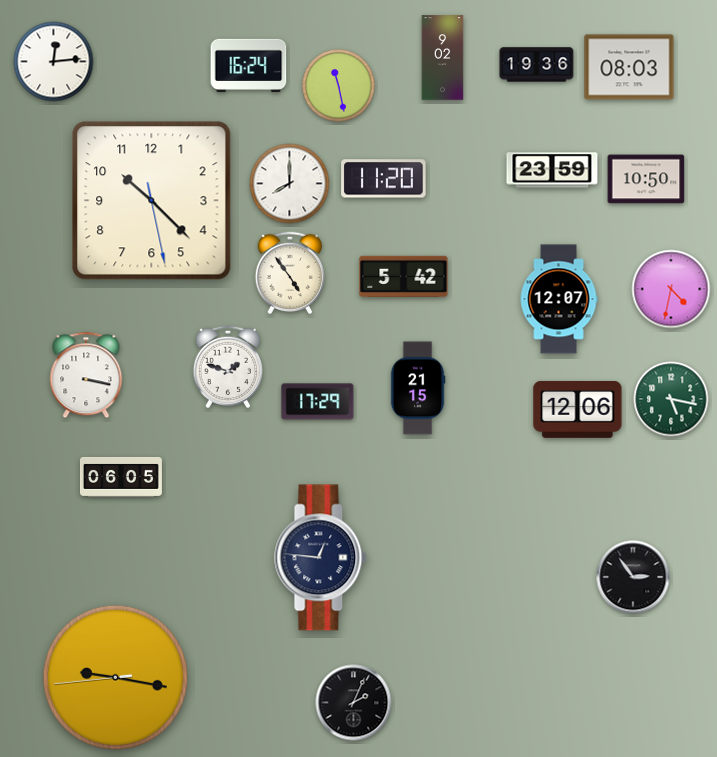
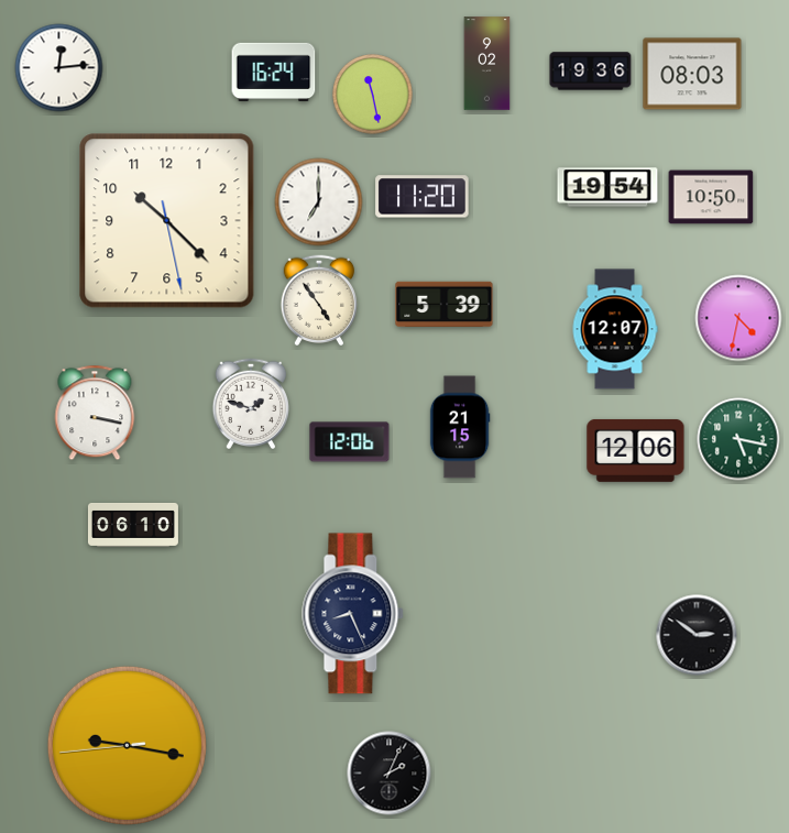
clock at (552, 170): 23:59 -> 19:54
clock at (290, 184): 8:00 -> 7:00
clock at (404, 276): 5:42 -> 5:39
clock at (318, 402): 17:29 -> 12:06
clock at (121, 477): 06:05 -> 06:10
clock at (321, 558): 12:46 -> 8:26
clock at (633, 577): 2:54 -> 2:51
